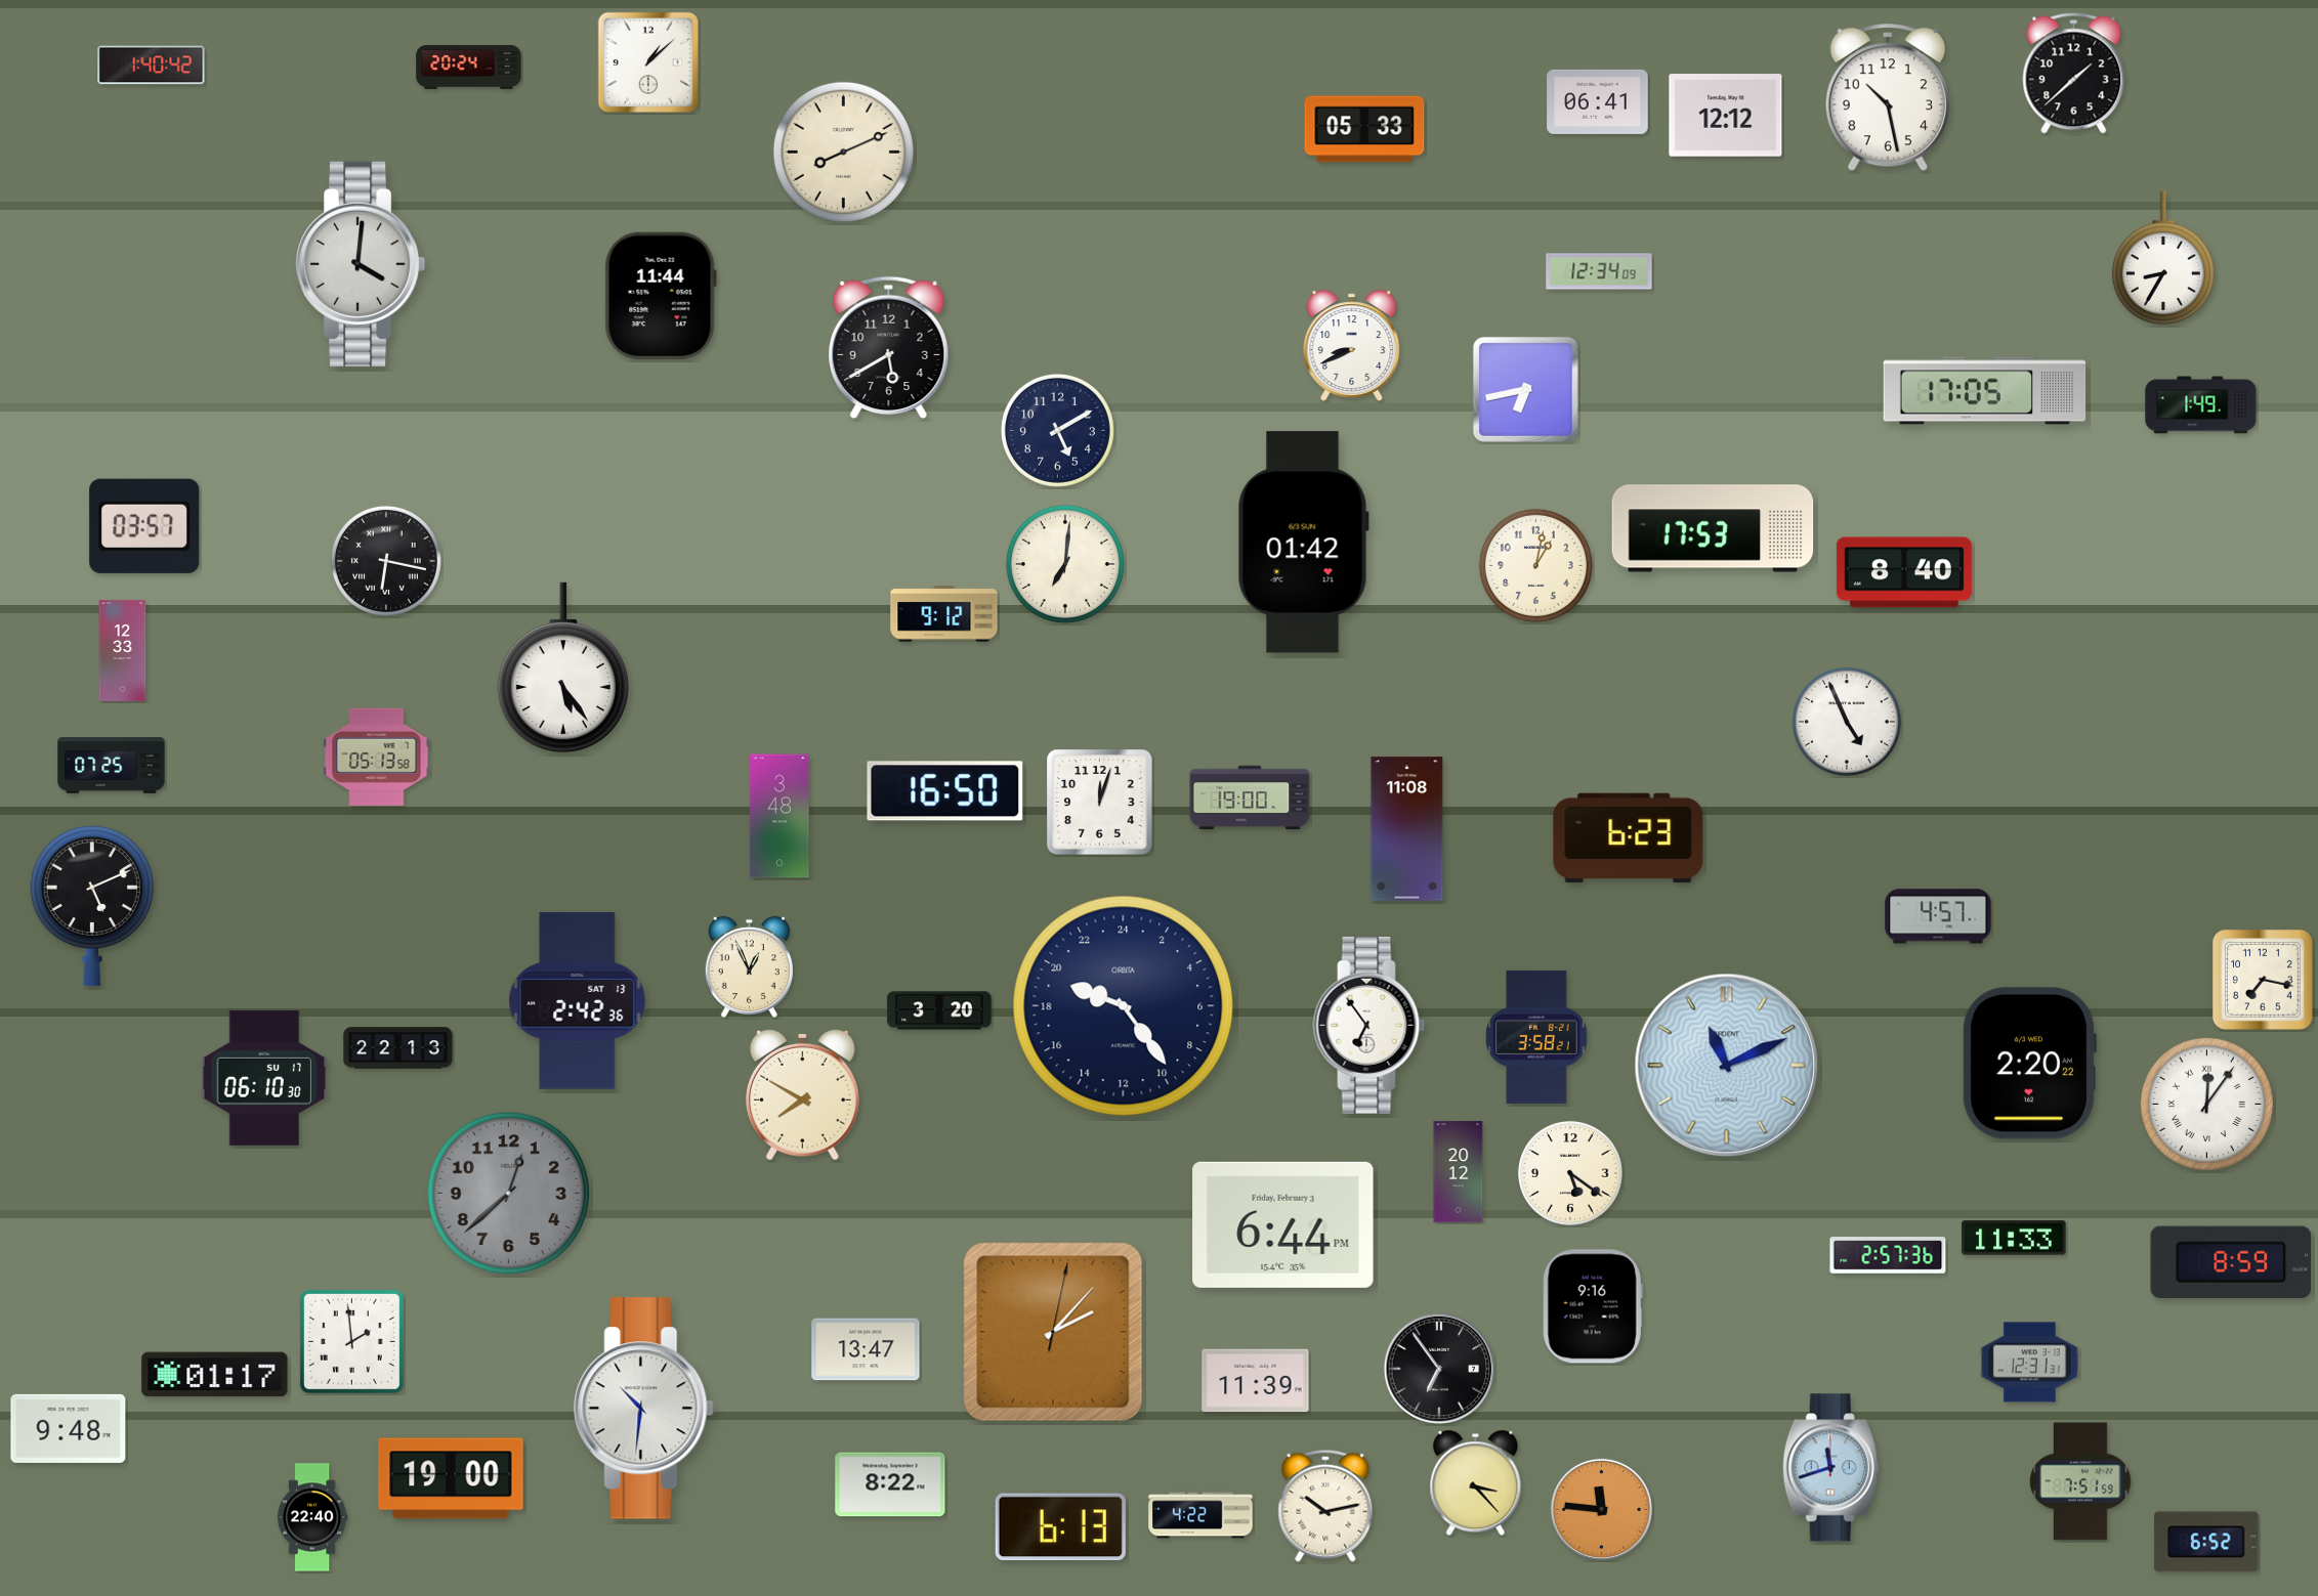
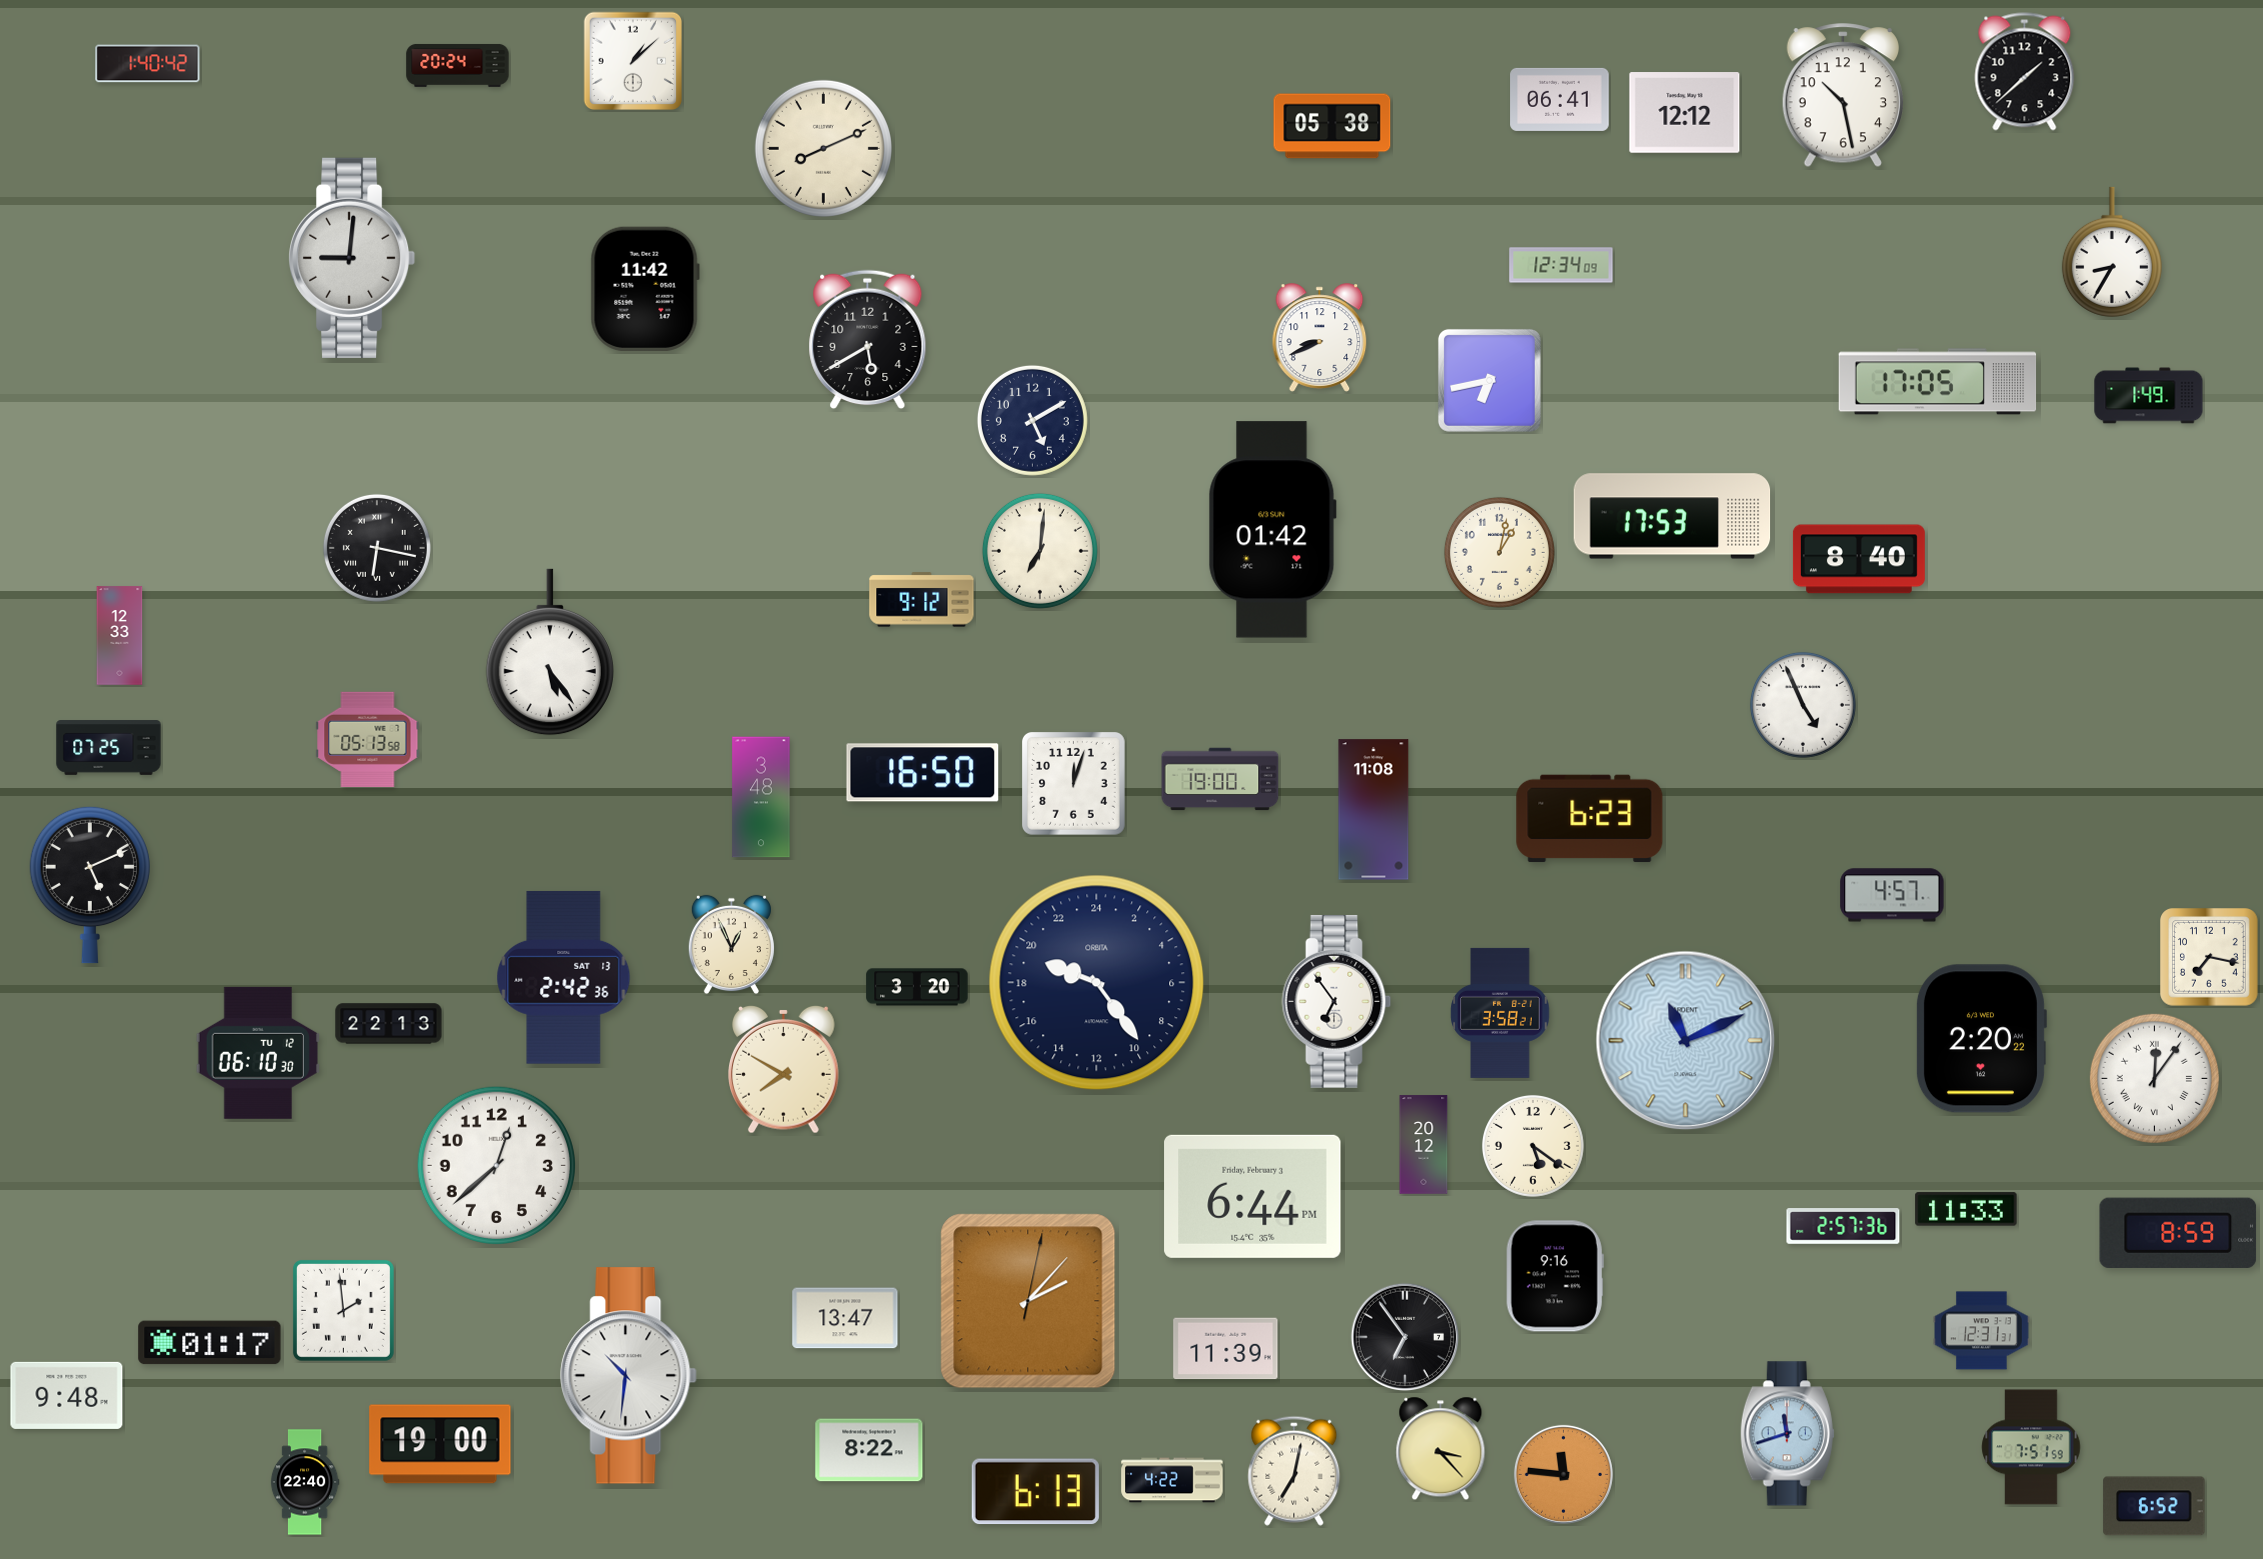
clock at (1364, 129): 05:33 -> 05:38
clock at (362, 264): 4:01 -> 9:01
clock at (661, 296): 11:44 -> 11:42
clock at (144, 526): 03:57 -> none
clock at (264, 1078) date: SU 17 -> TU 12
clock at (508, 1193) dial: grey -> white
clock at (1325, 1506): 10:13 -> 7:02
